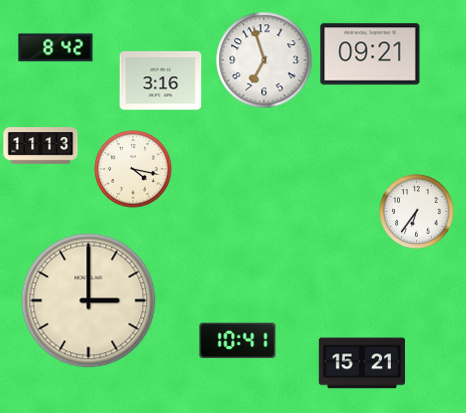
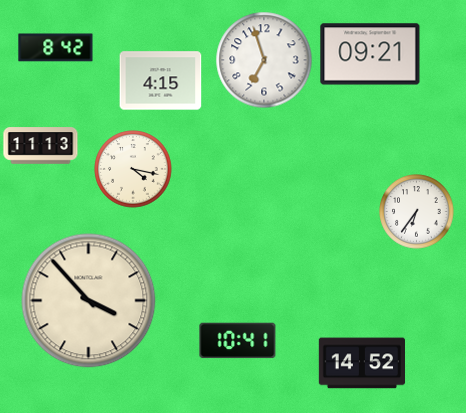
clock at (161, 81): 3:16 -> 4:15
clock at (89, 301): 3:00 -> 3:53
clock at (361, 363): 15:21 -> 14:52
